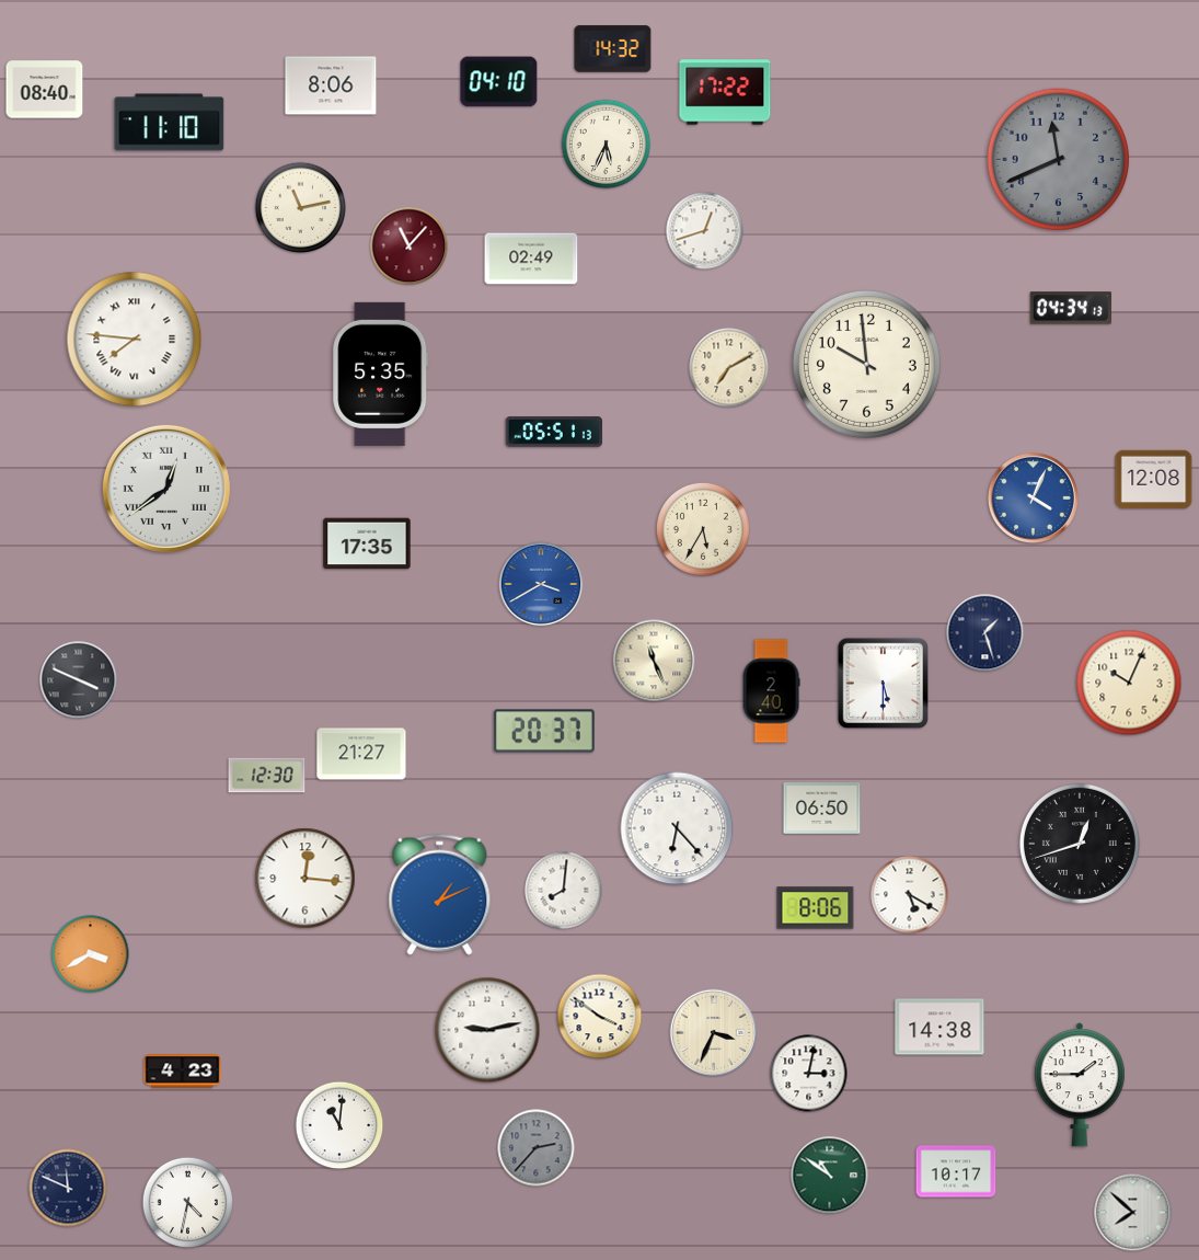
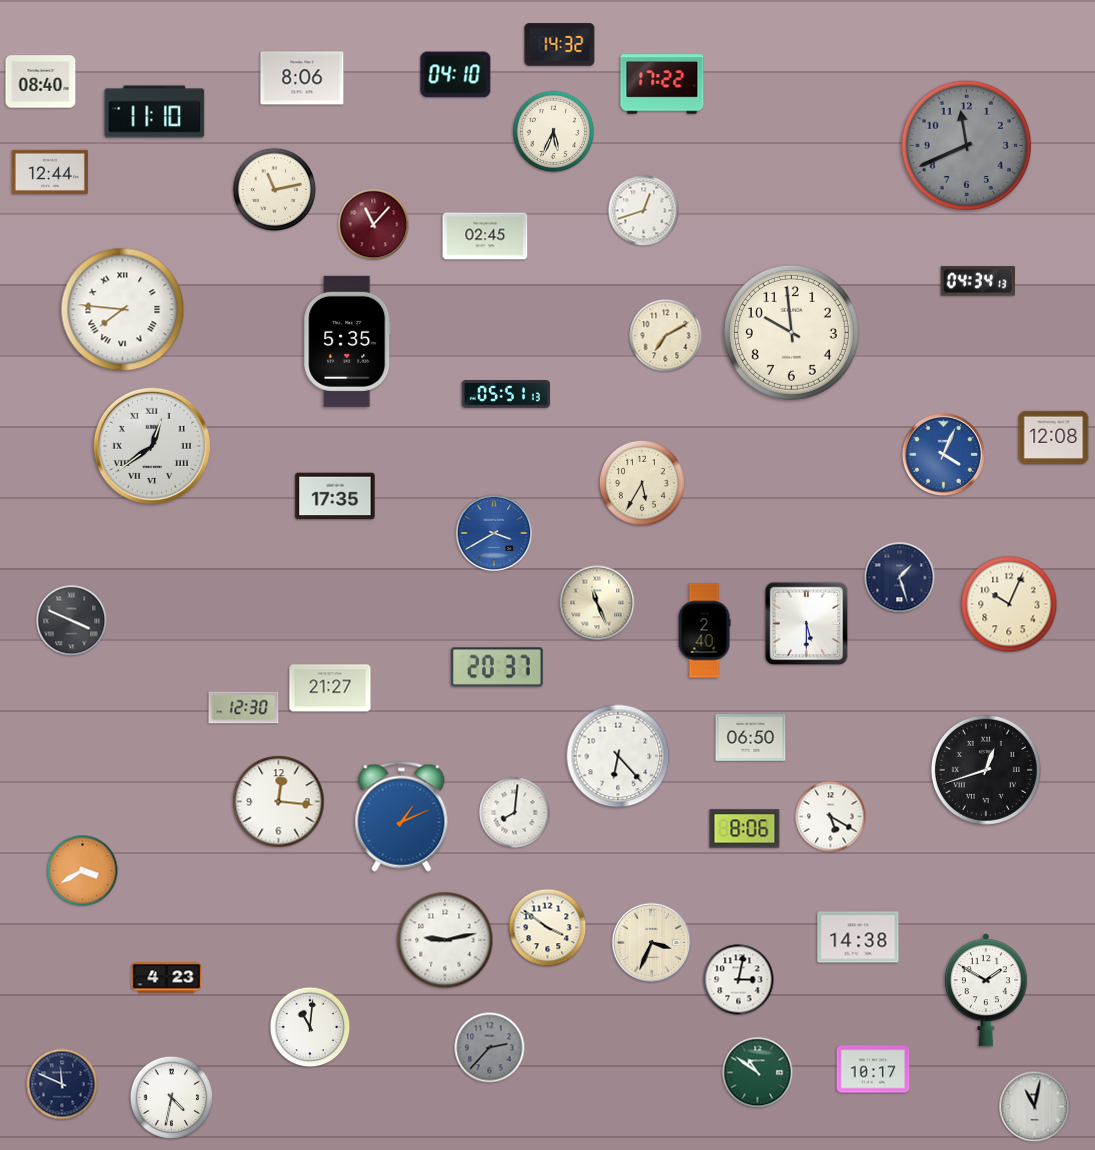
clock at (50, 172): none -> 12:44
clock at (531, 259): 02:49 -> 02:45
clock at (1129, 683) position: (1129, 683) -> (1009, 604)
clock at (1080, 1085): 1:45 -> 1:50
clock at (1133, 1213): 7:52 -> 11:02
